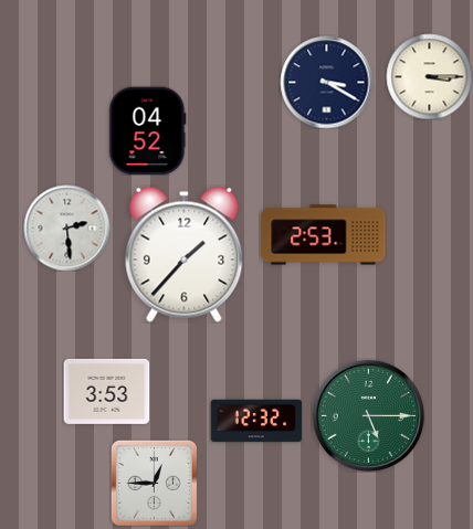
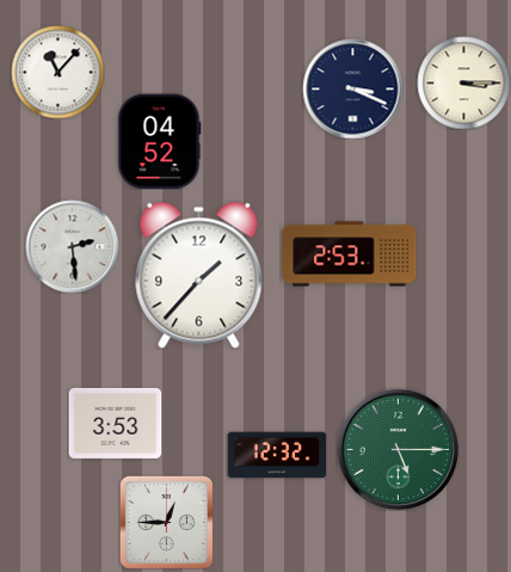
clock at (57, 72): none -> 11:07
clock at (326, 82): 3:20 -> 3:19
